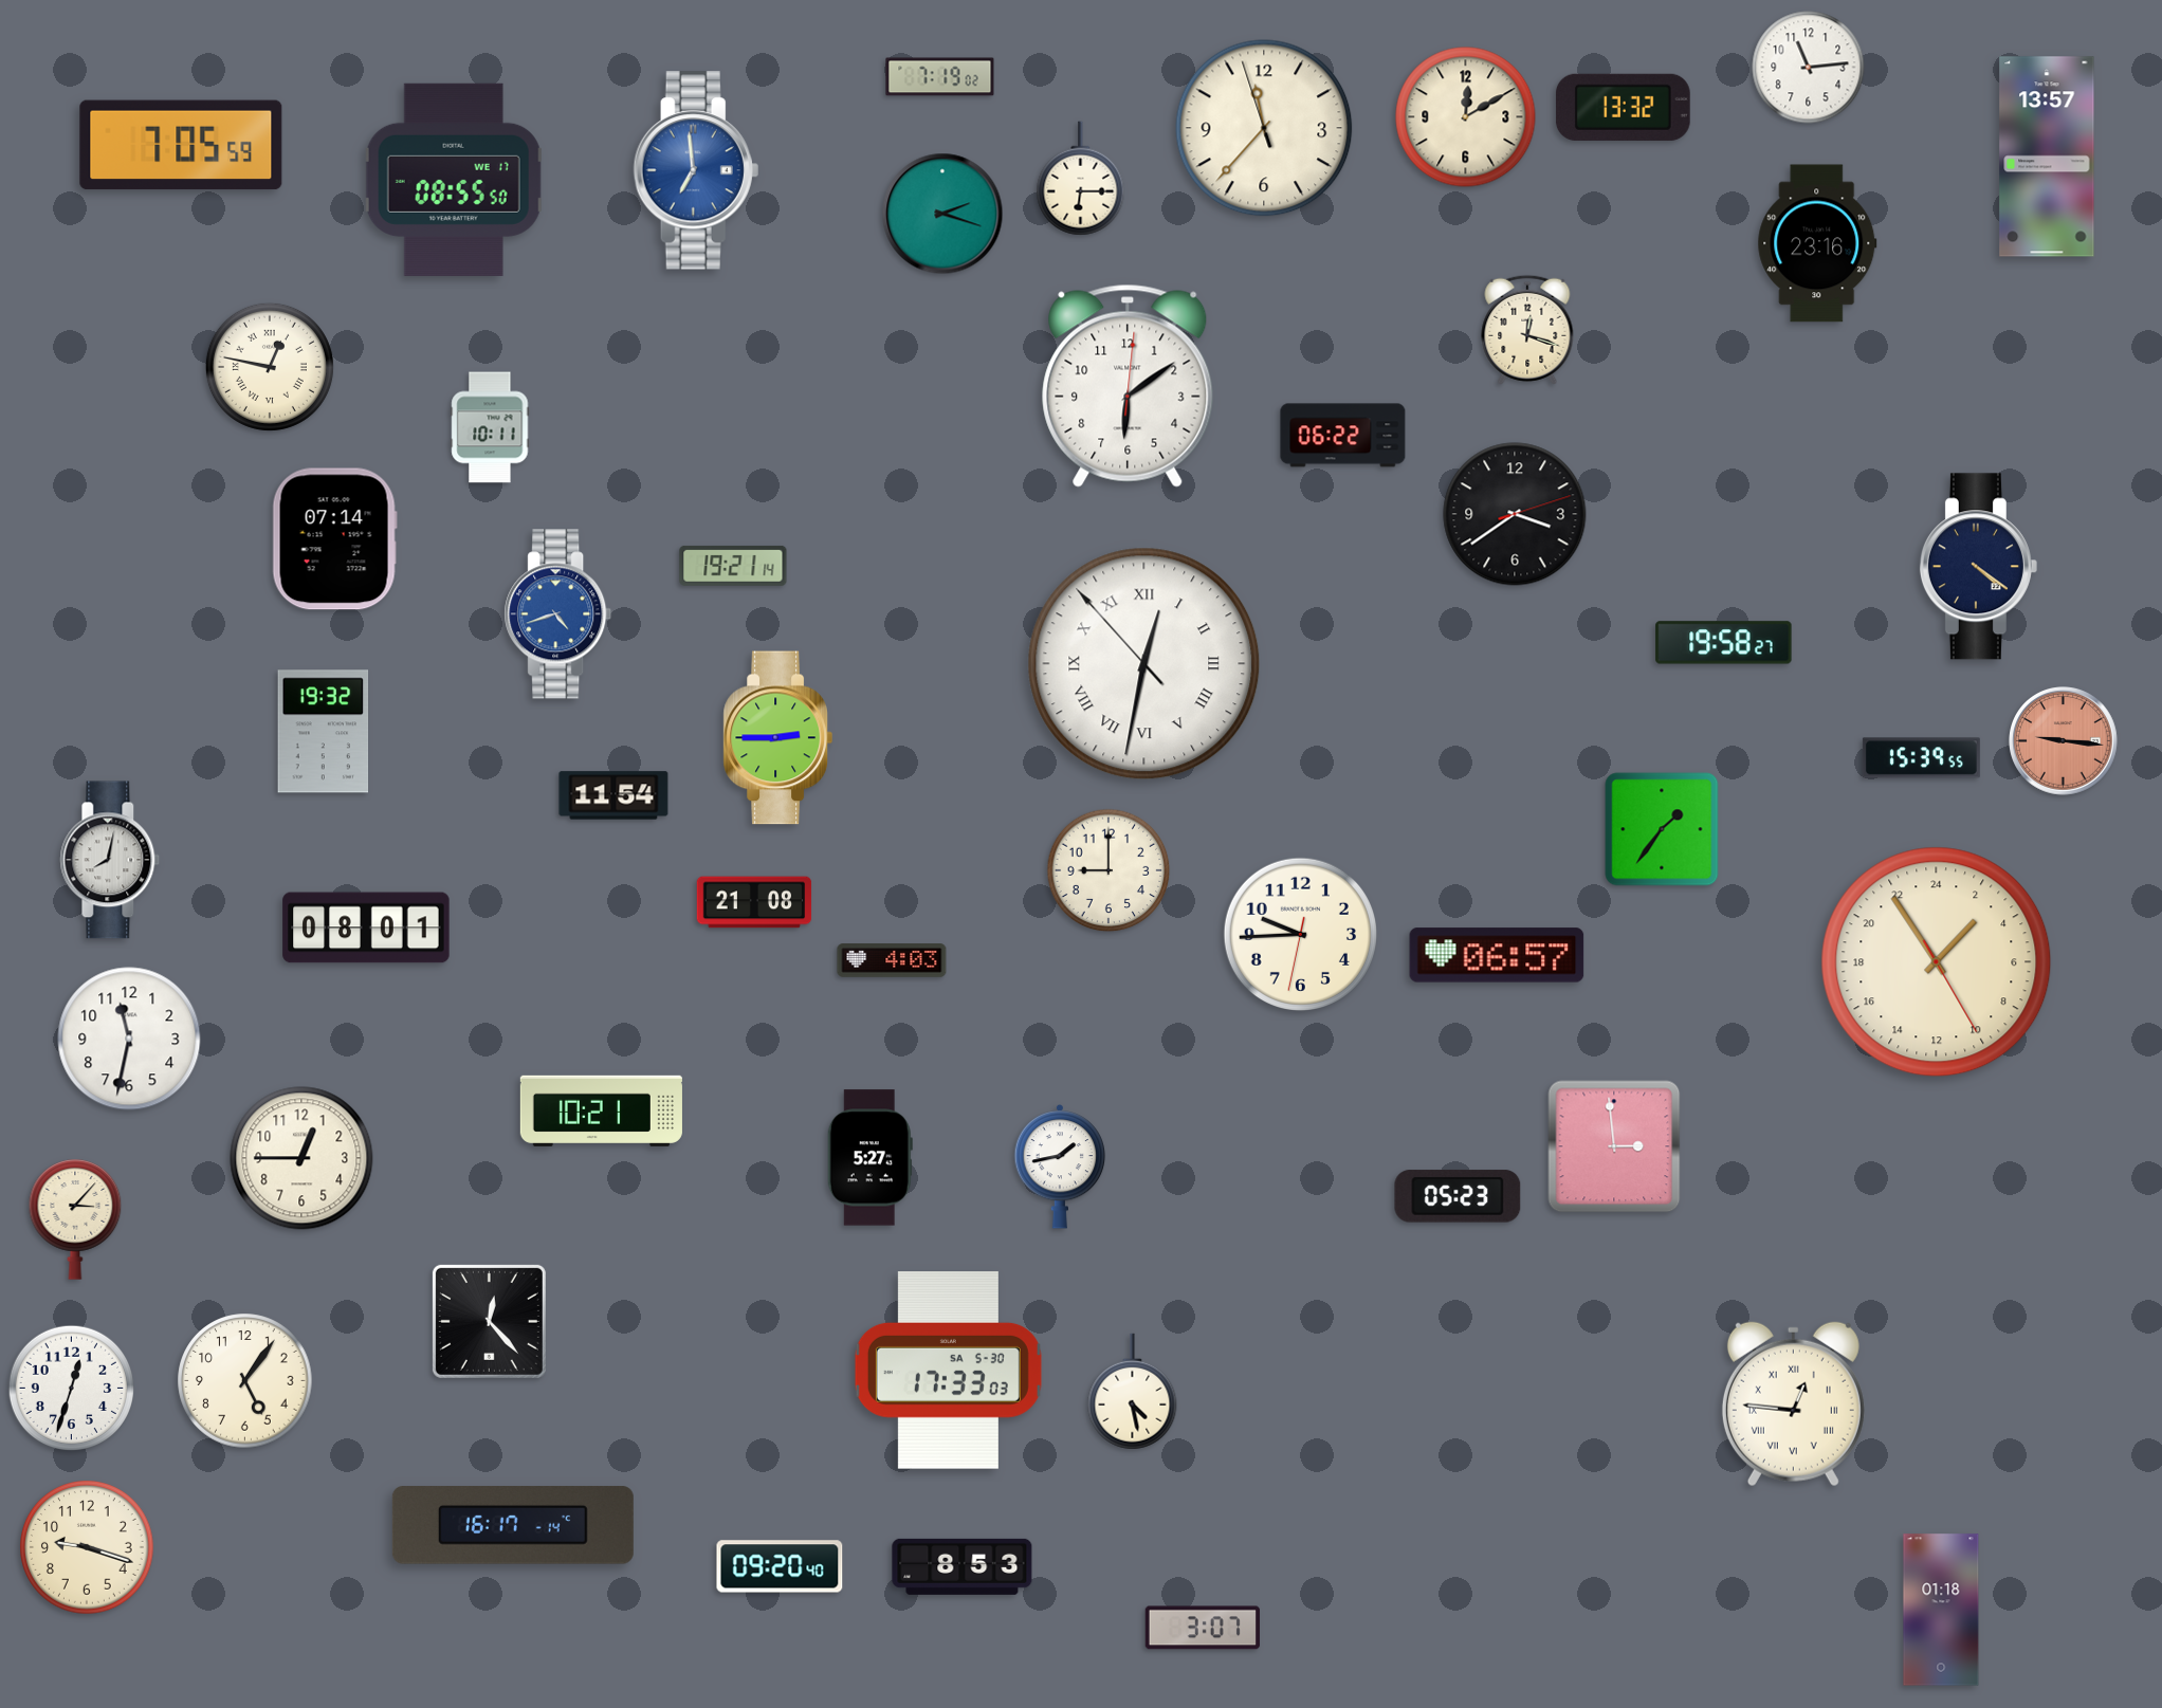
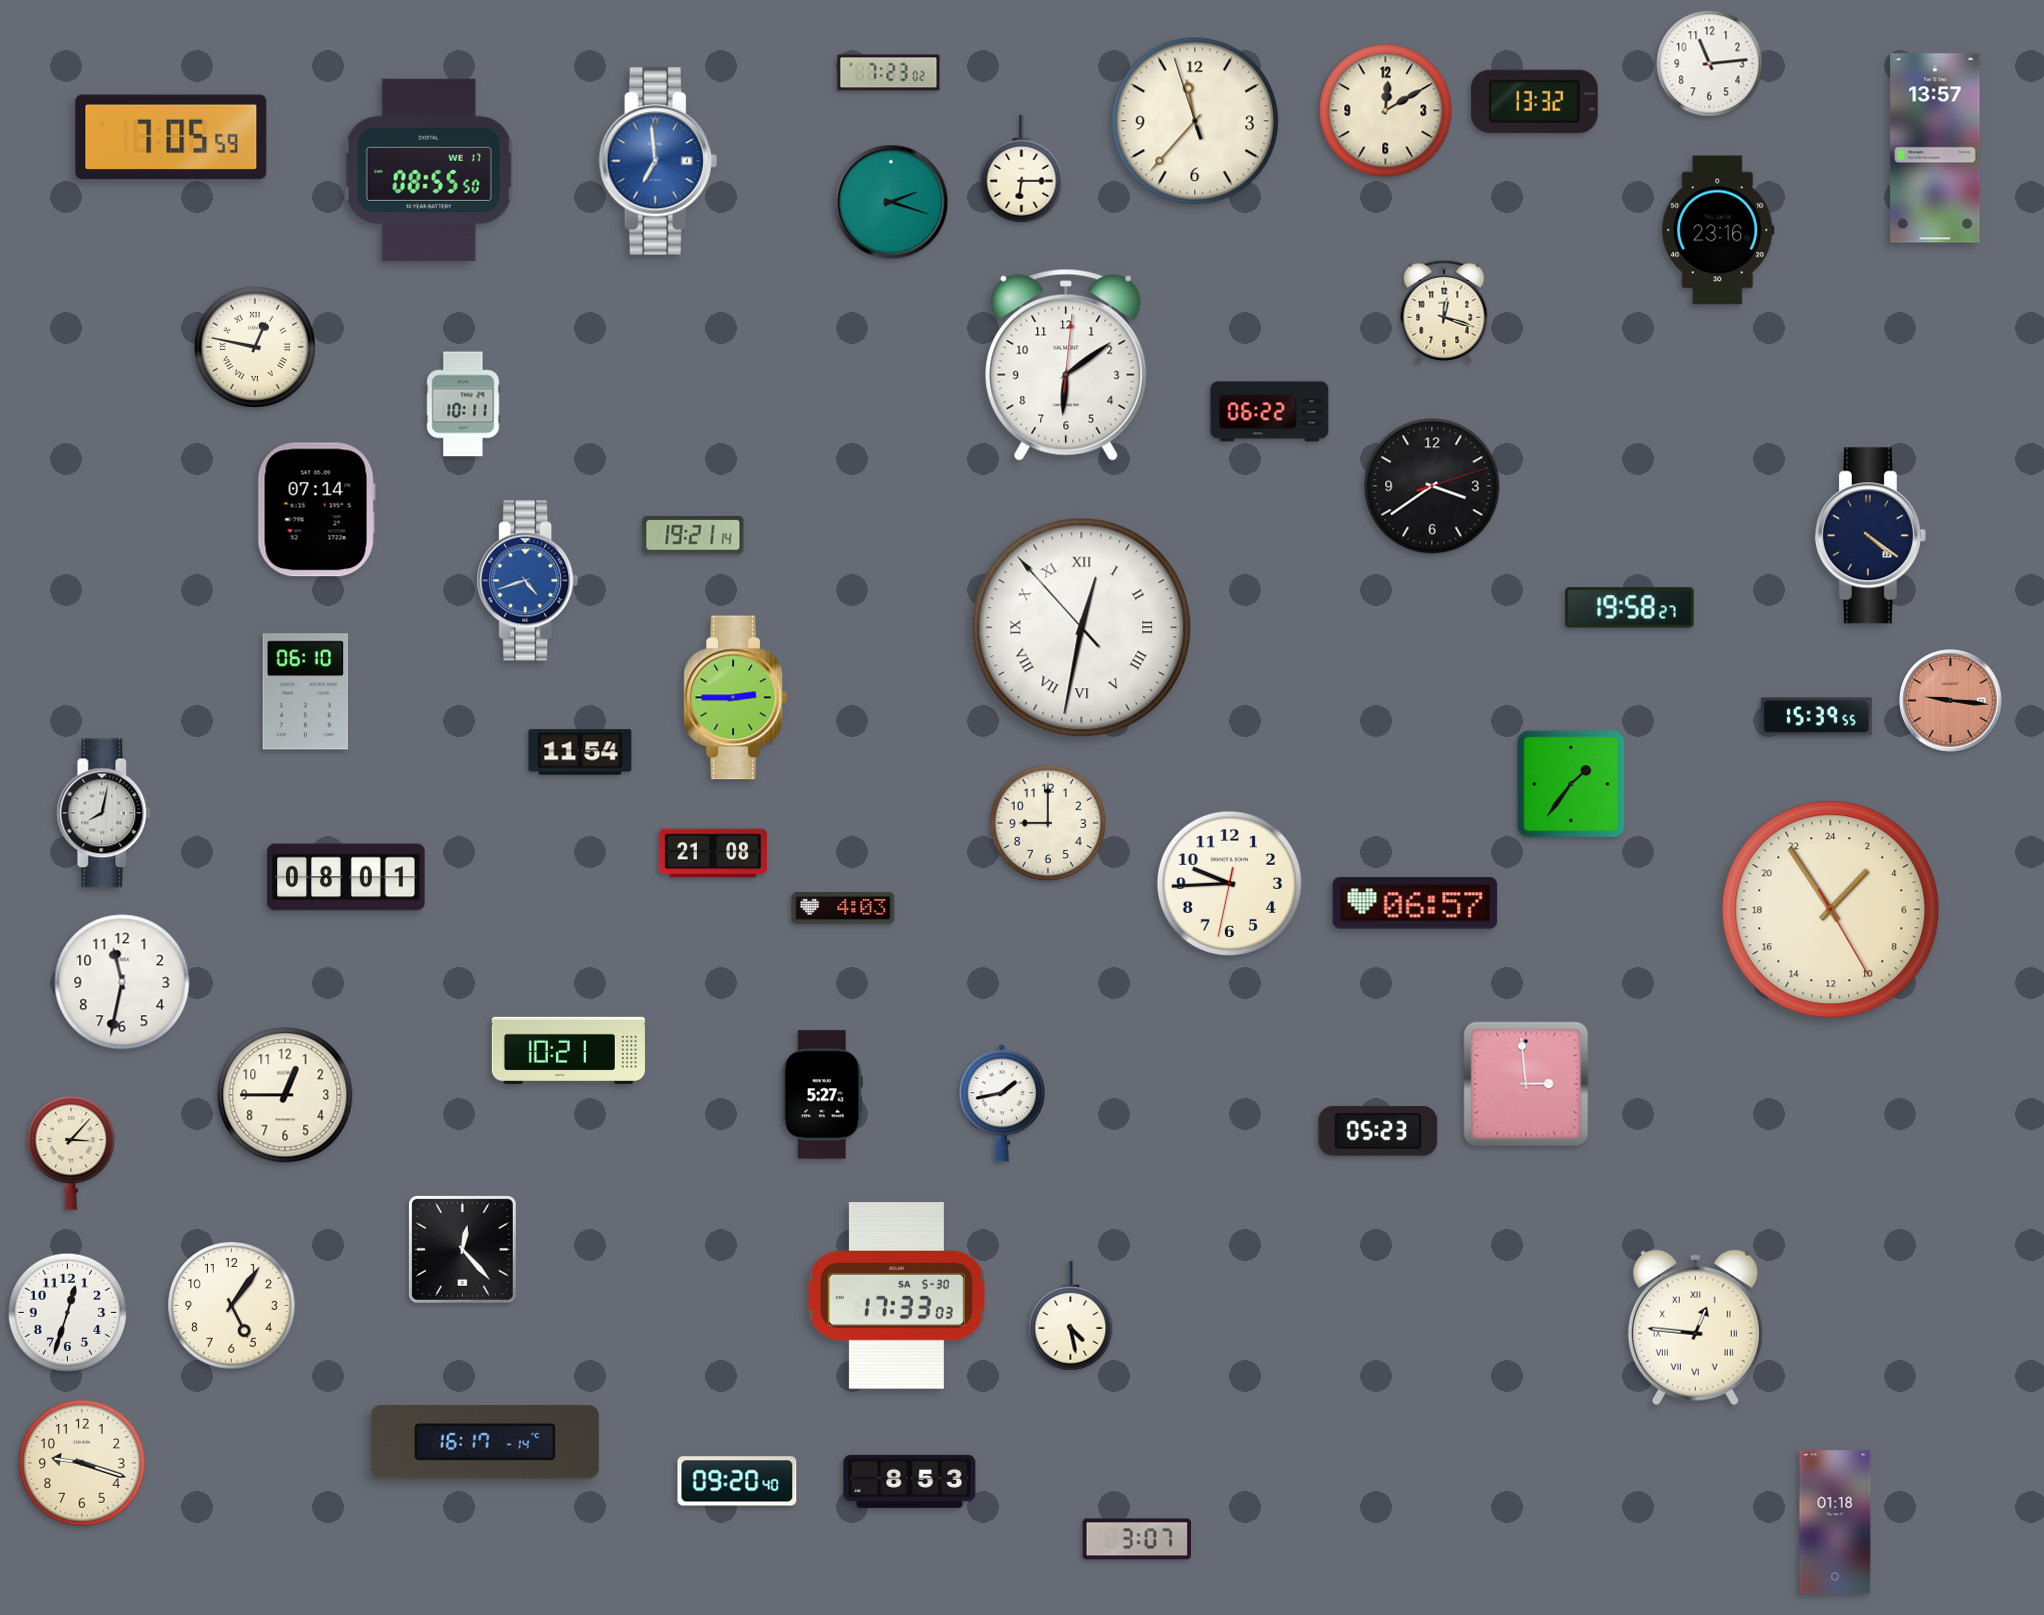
clock at (940, 77): 7:19 -> 7:23
clock at (324, 732): 19:32 -> 06:10
